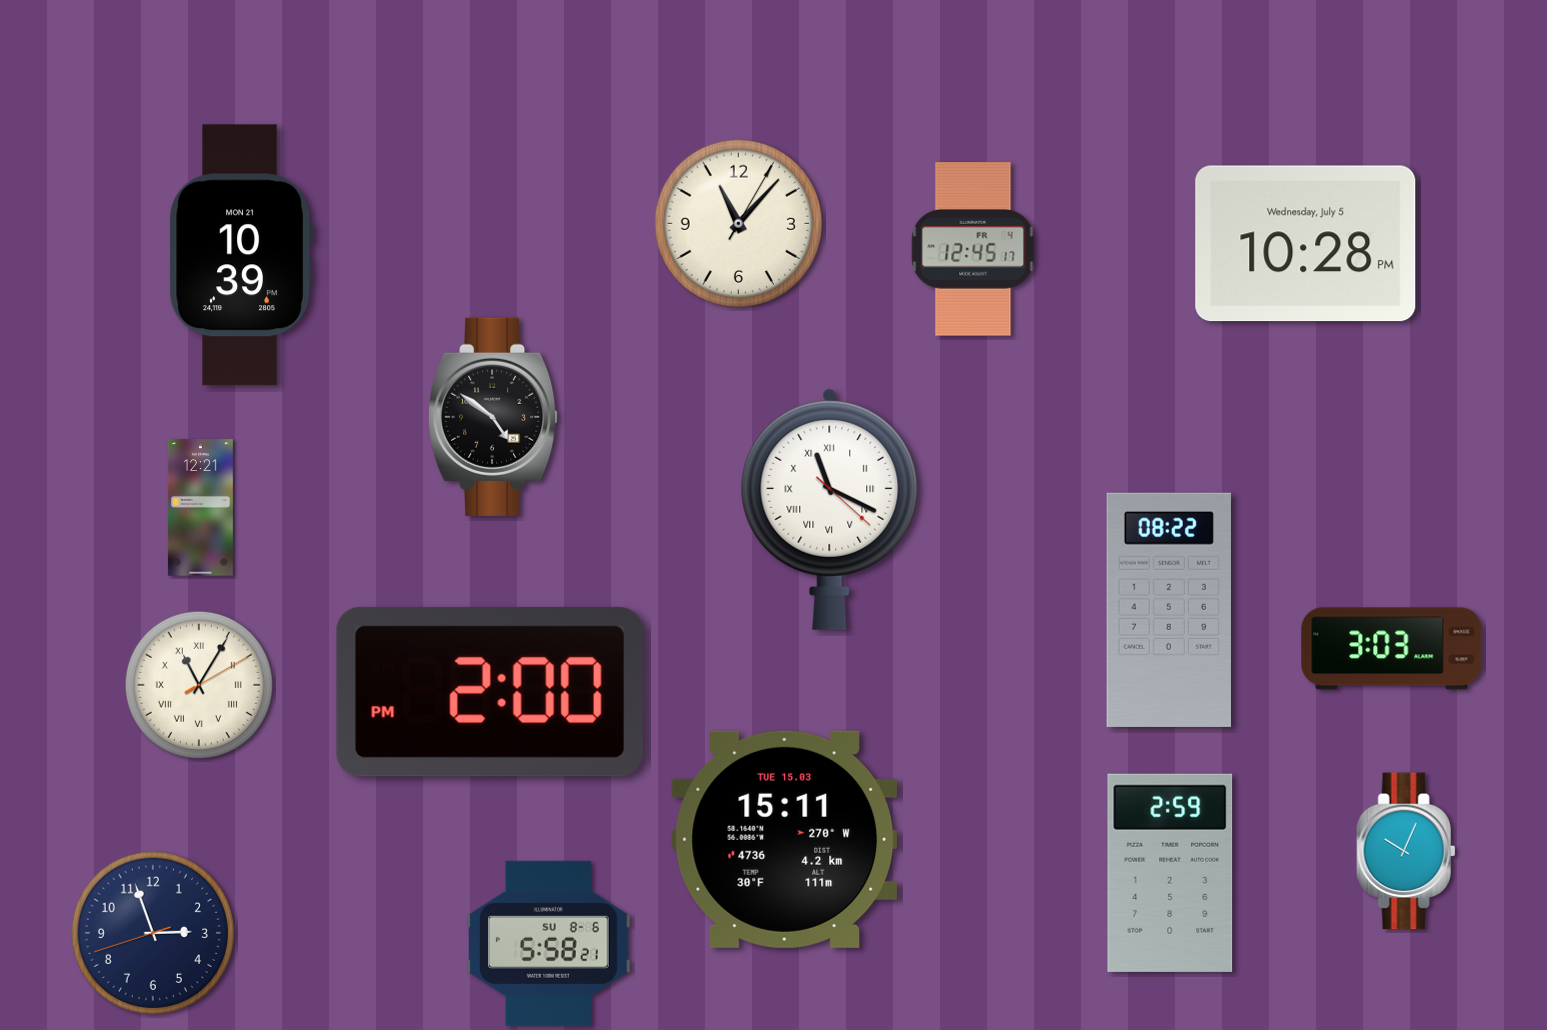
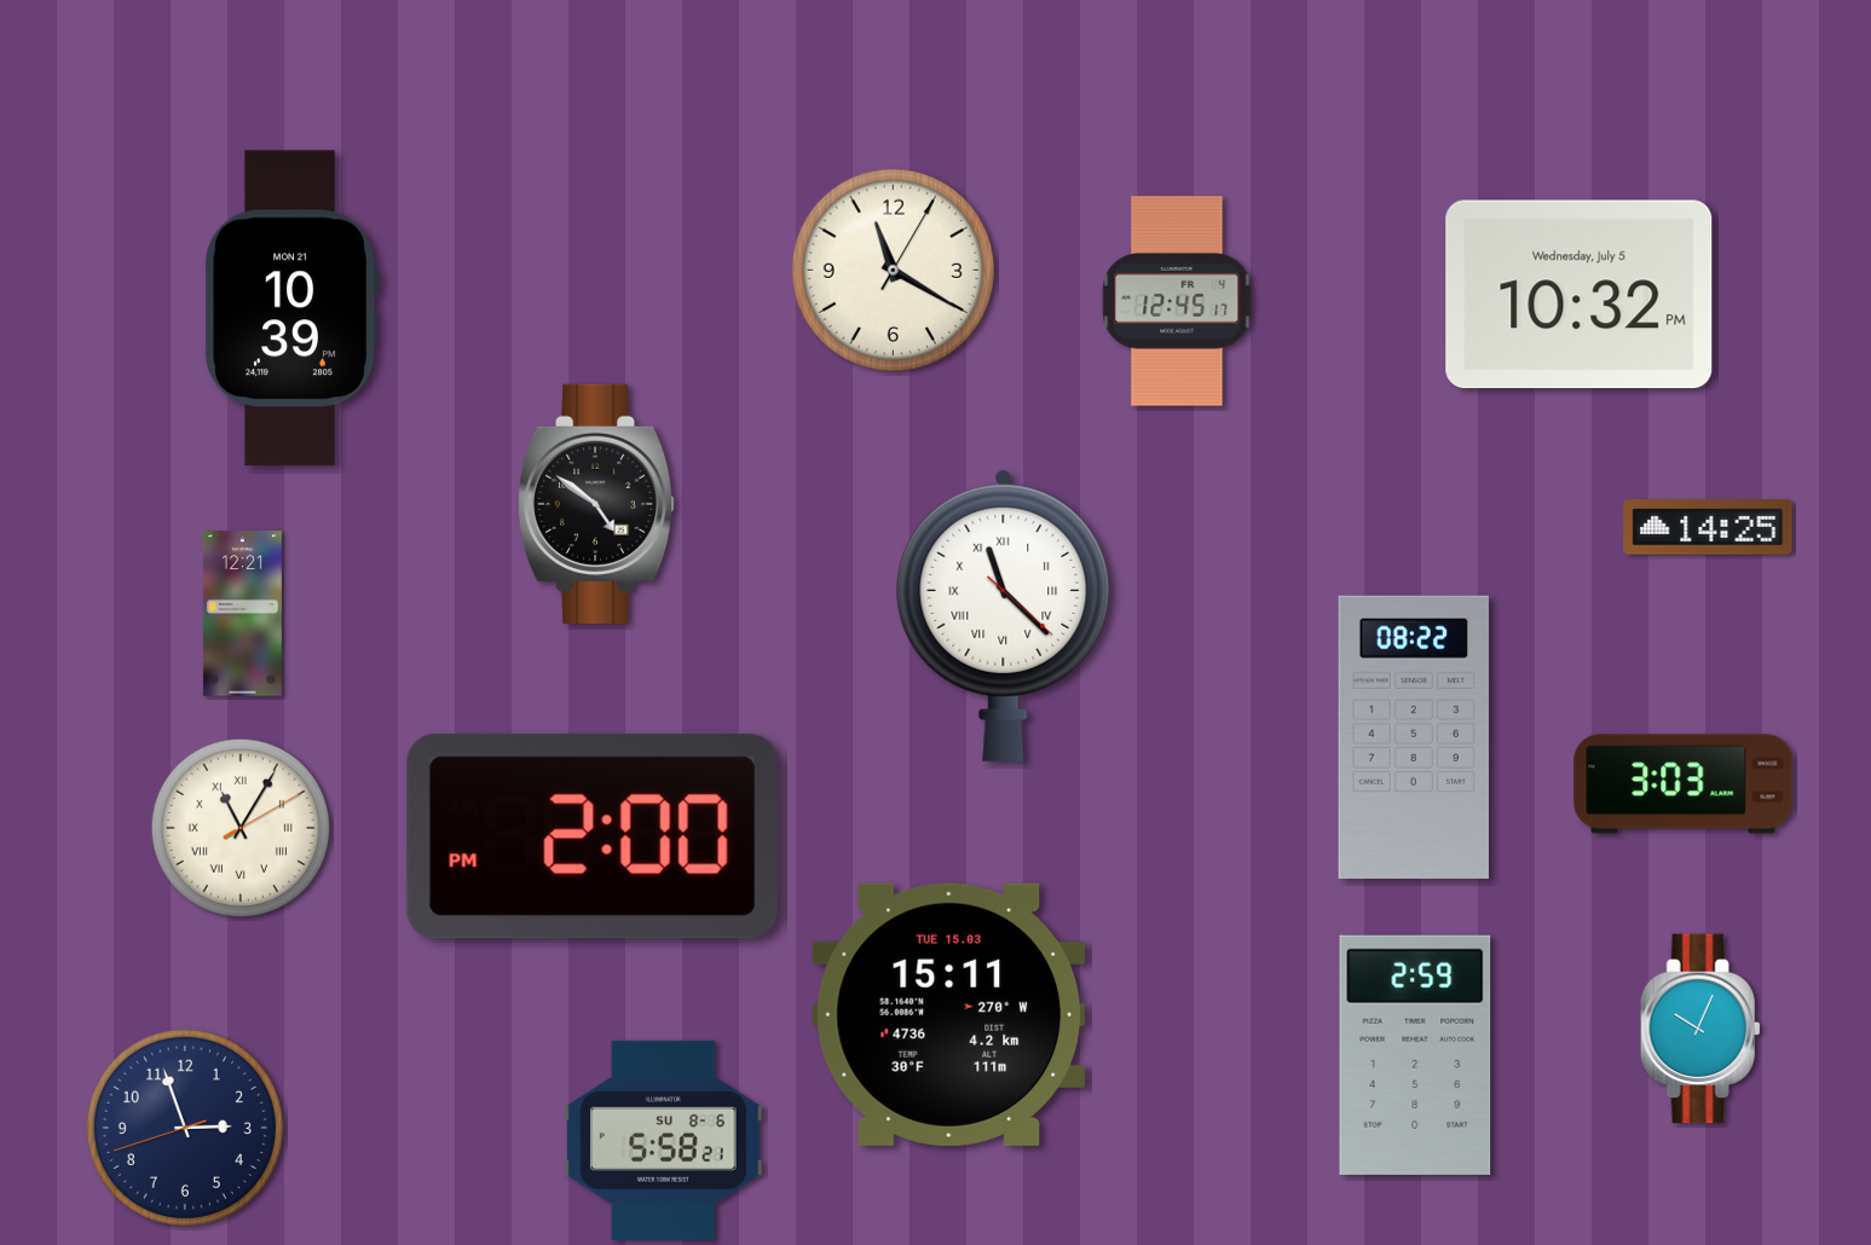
clock at (738, 223): 11:07 -> 11:20
clock at (1306, 244): 10:28 -> 10:32
clock at (1708, 527): none -> 14:25
clock at (830, 509): 11:19 -> 11:22
